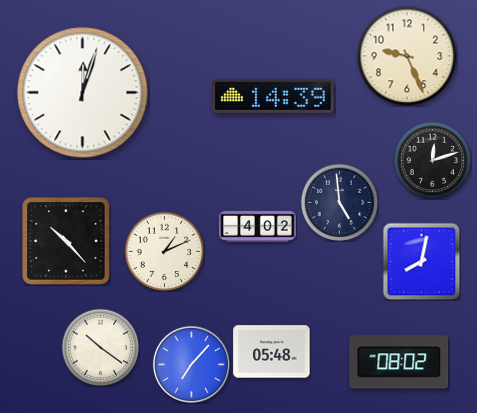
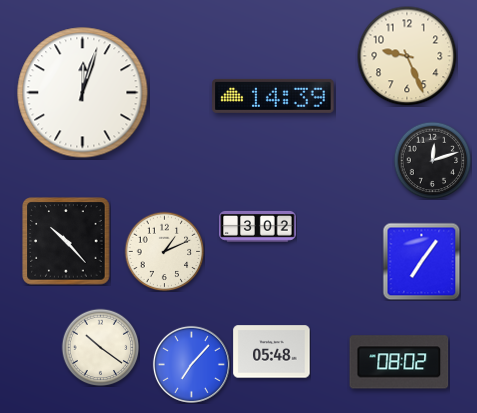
clock at (339, 202): 4:59 -> none
clock at (258, 226): 4:02 -> 3:02
clock at (421, 261): 8:02 -> 7:06
